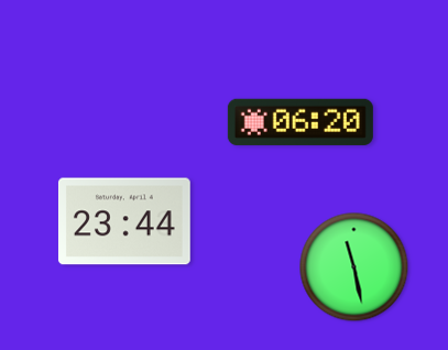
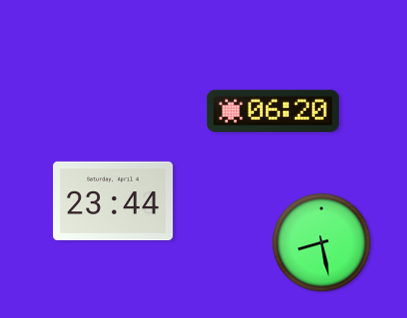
clock at (354, 267): 11:28 -> 8:28
